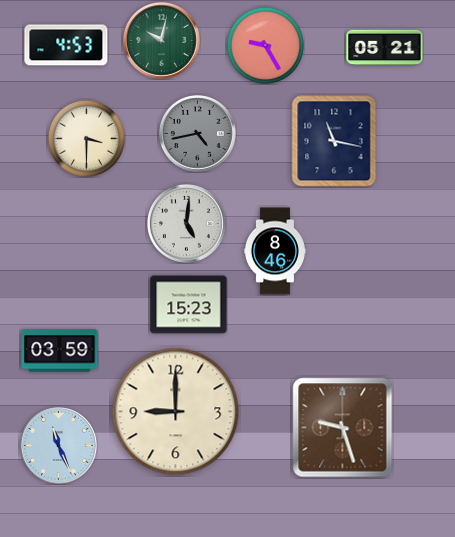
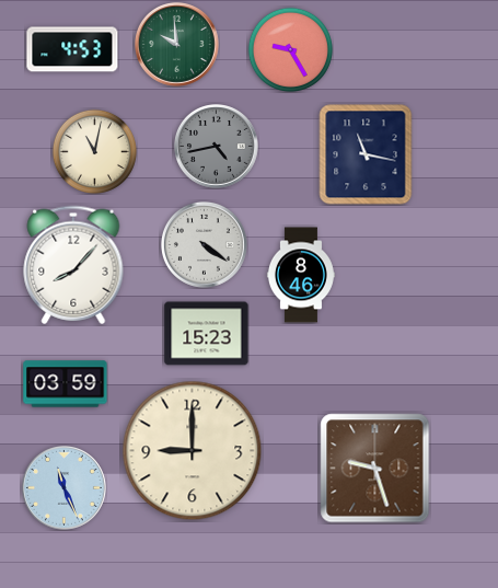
clock at (162, 41): 10:02 -> 9:59
clock at (385, 48): 05:21 -> none
clock at (86, 138): 3:30 -> 11:02
clock at (186, 223): 5:01 -> 4:21
clock at (73, 265): none -> 8:07
